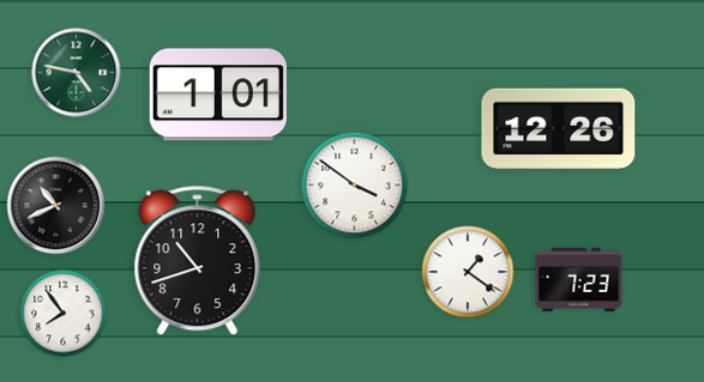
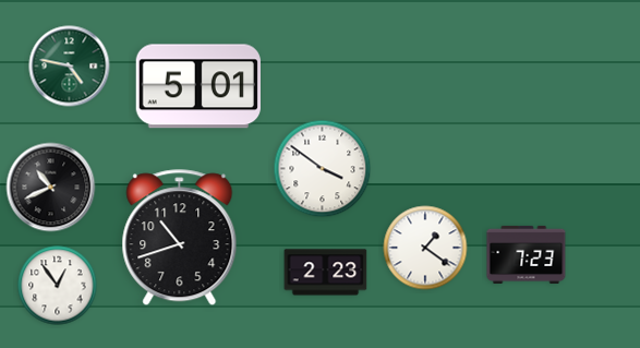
clock at (218, 95): 1:01 -> 5:01
clock at (559, 129): 12:26 -> none
clock at (326, 273): none -> 2:23
clock at (64, 314): 7:54 -> 12:54
